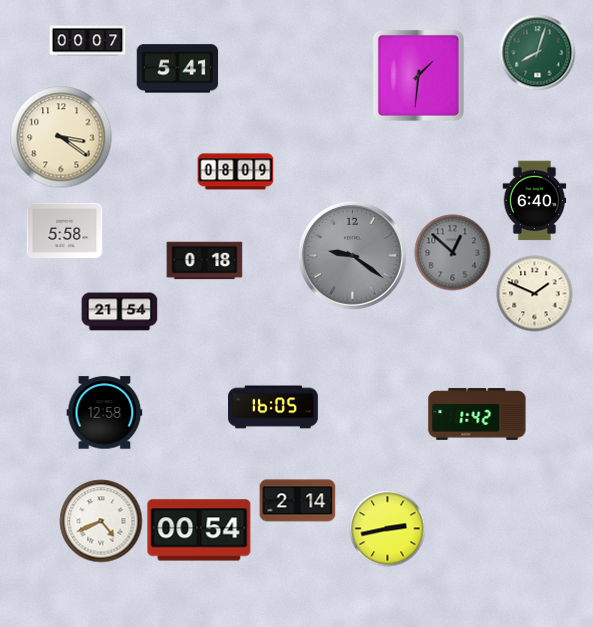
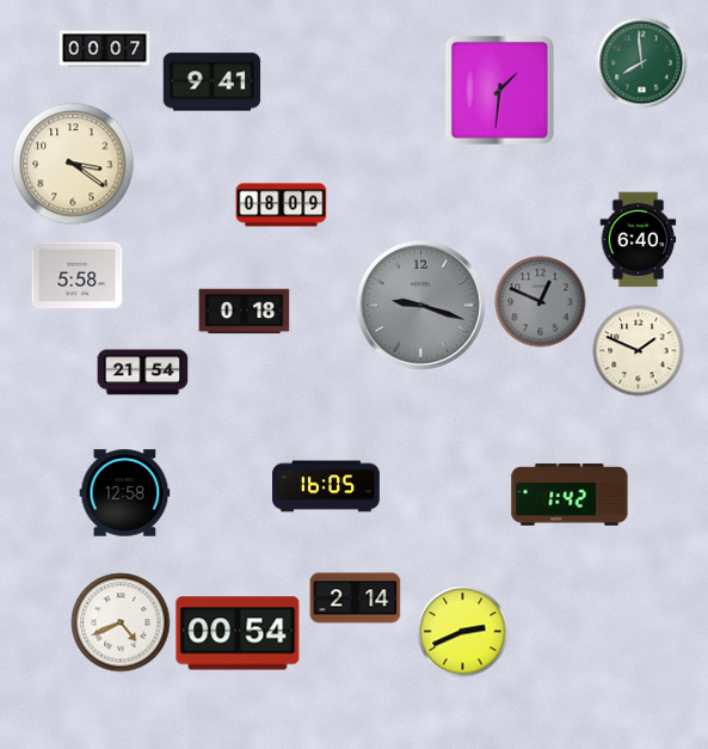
clock at (538, 53): 8:03 -> 7:59
clock at (178, 69): 5:41 -> 9:41
clock at (453, 253): 12:52 -> 12:49
clock at (352, 255): 9:21 -> 9:18
clock at (388, 529): 2:43 -> 2:41
